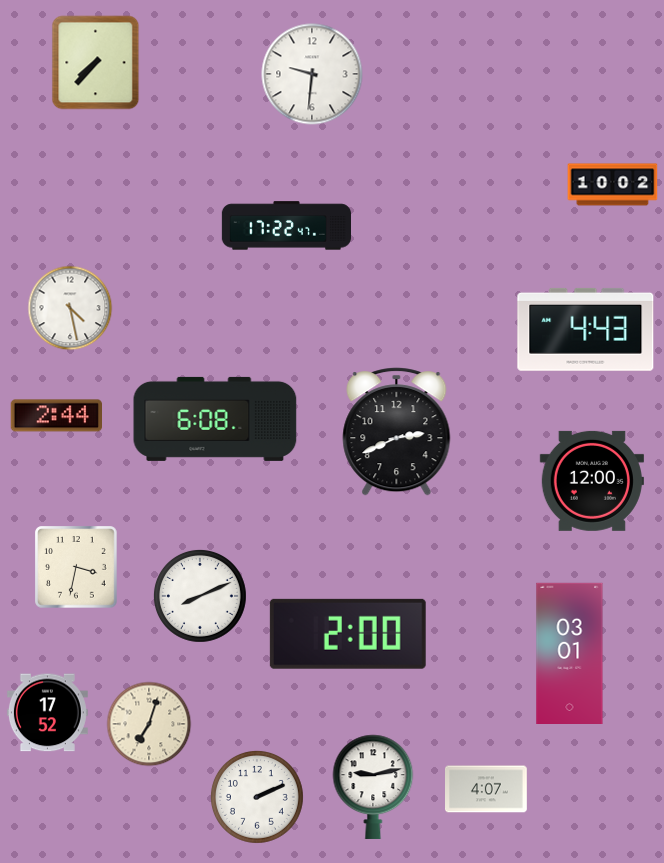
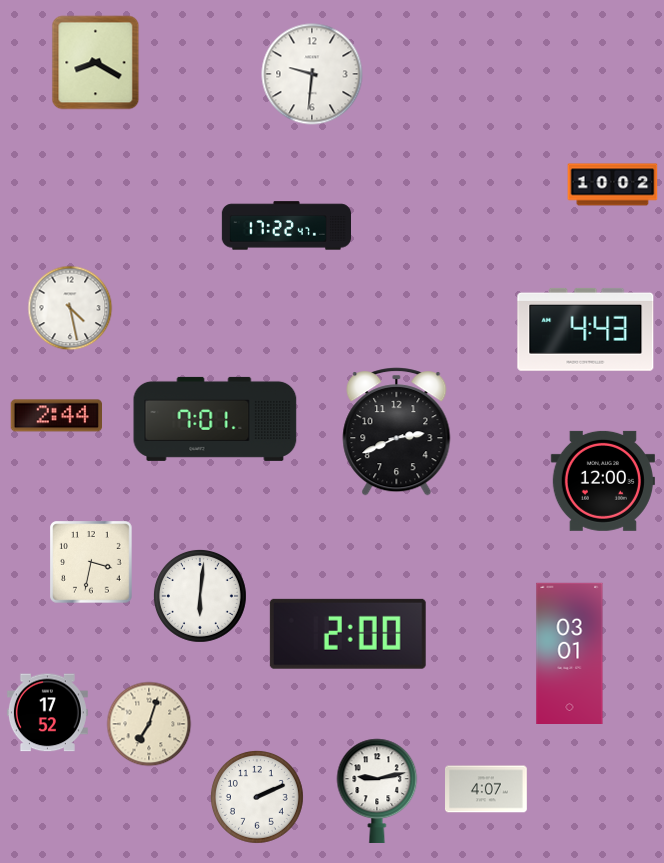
clock at (96, 63): 7:37 -> 8:20
clock at (215, 419): 6:08 -> 7:01
clock at (592, 481) position: (592, 481) -> (603, 481)
clock at (76, 567) position: (76, 567) -> (91, 562)
clock at (200, 596): 8:11 -> 6:01
clock at (373, 787) position: (373, 787) -> (377, 791)
